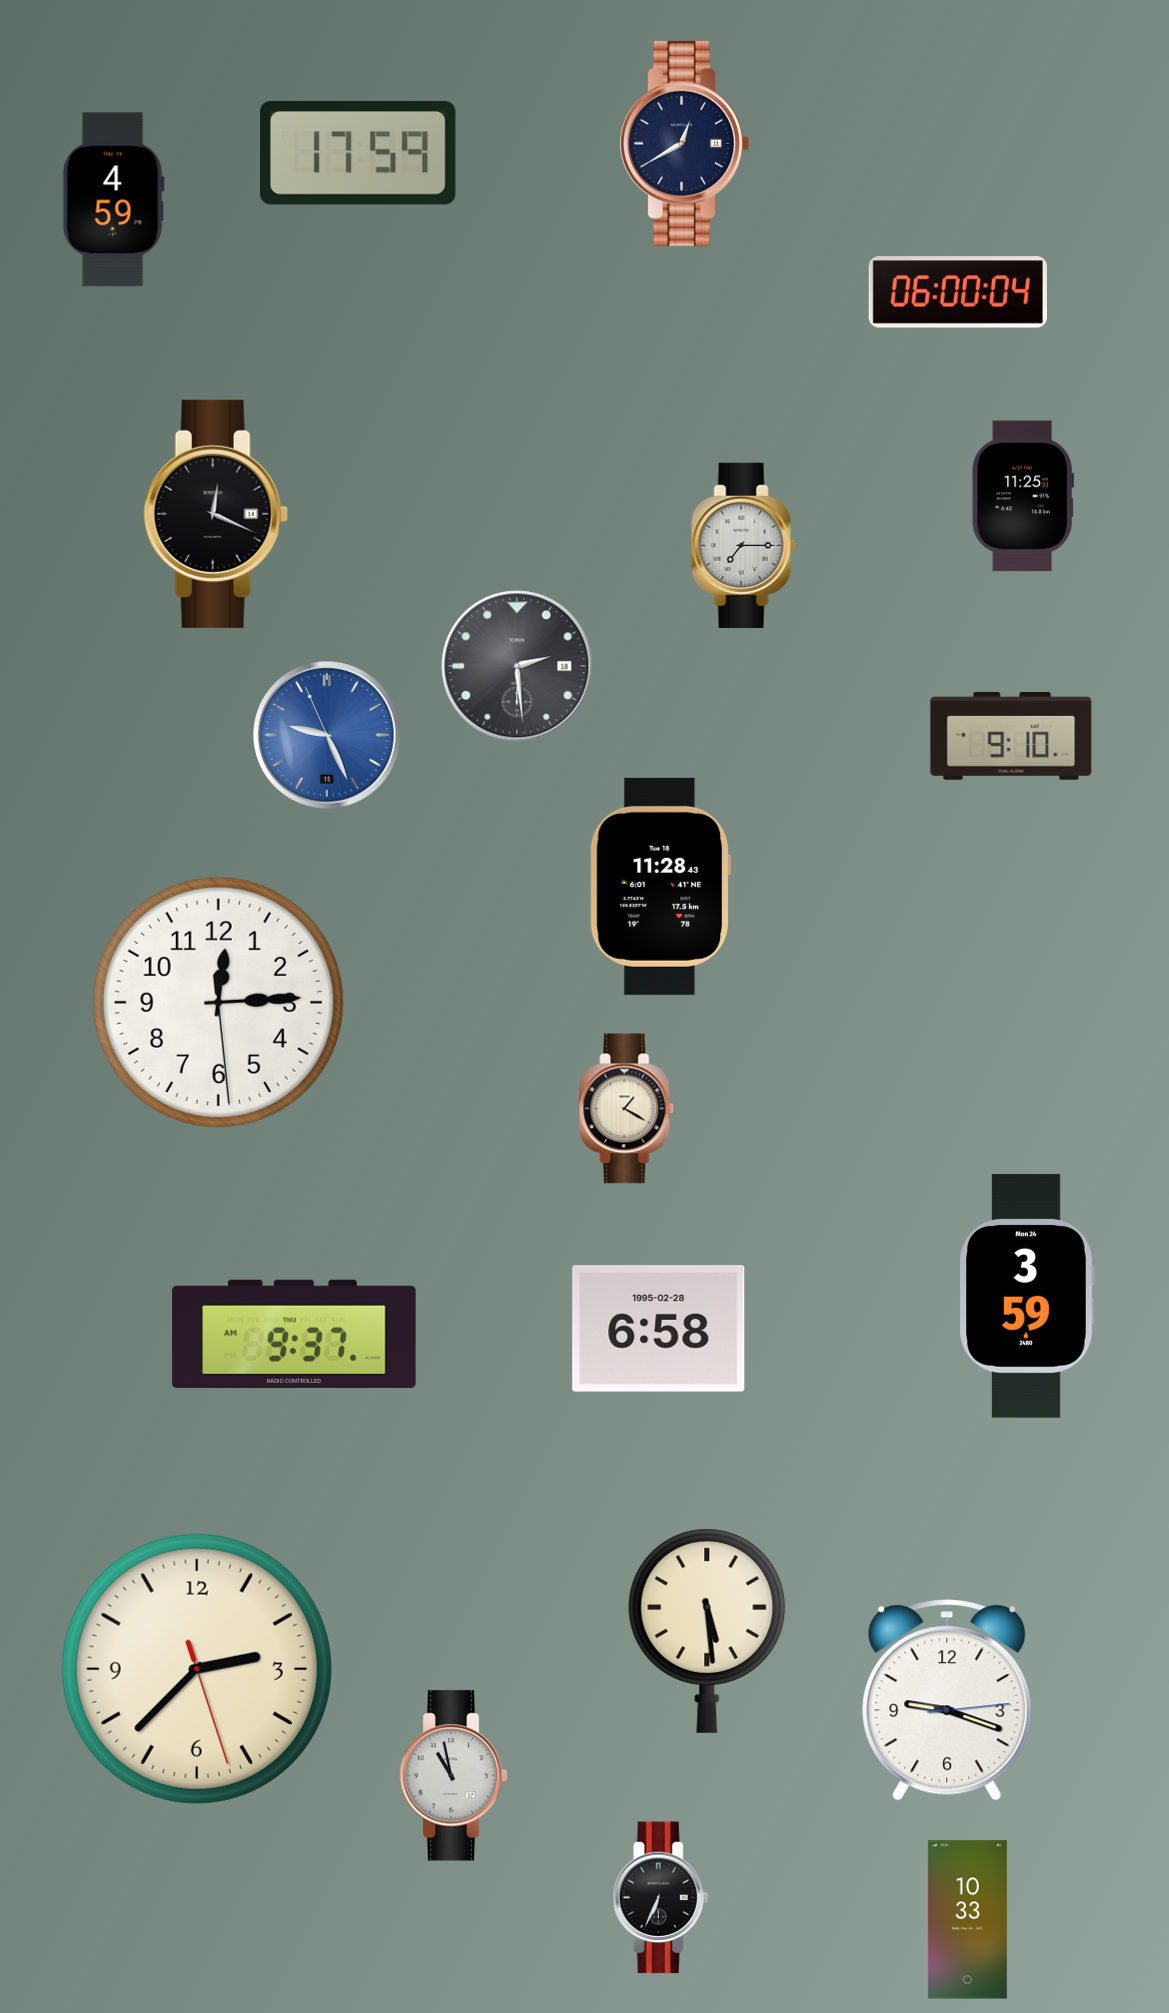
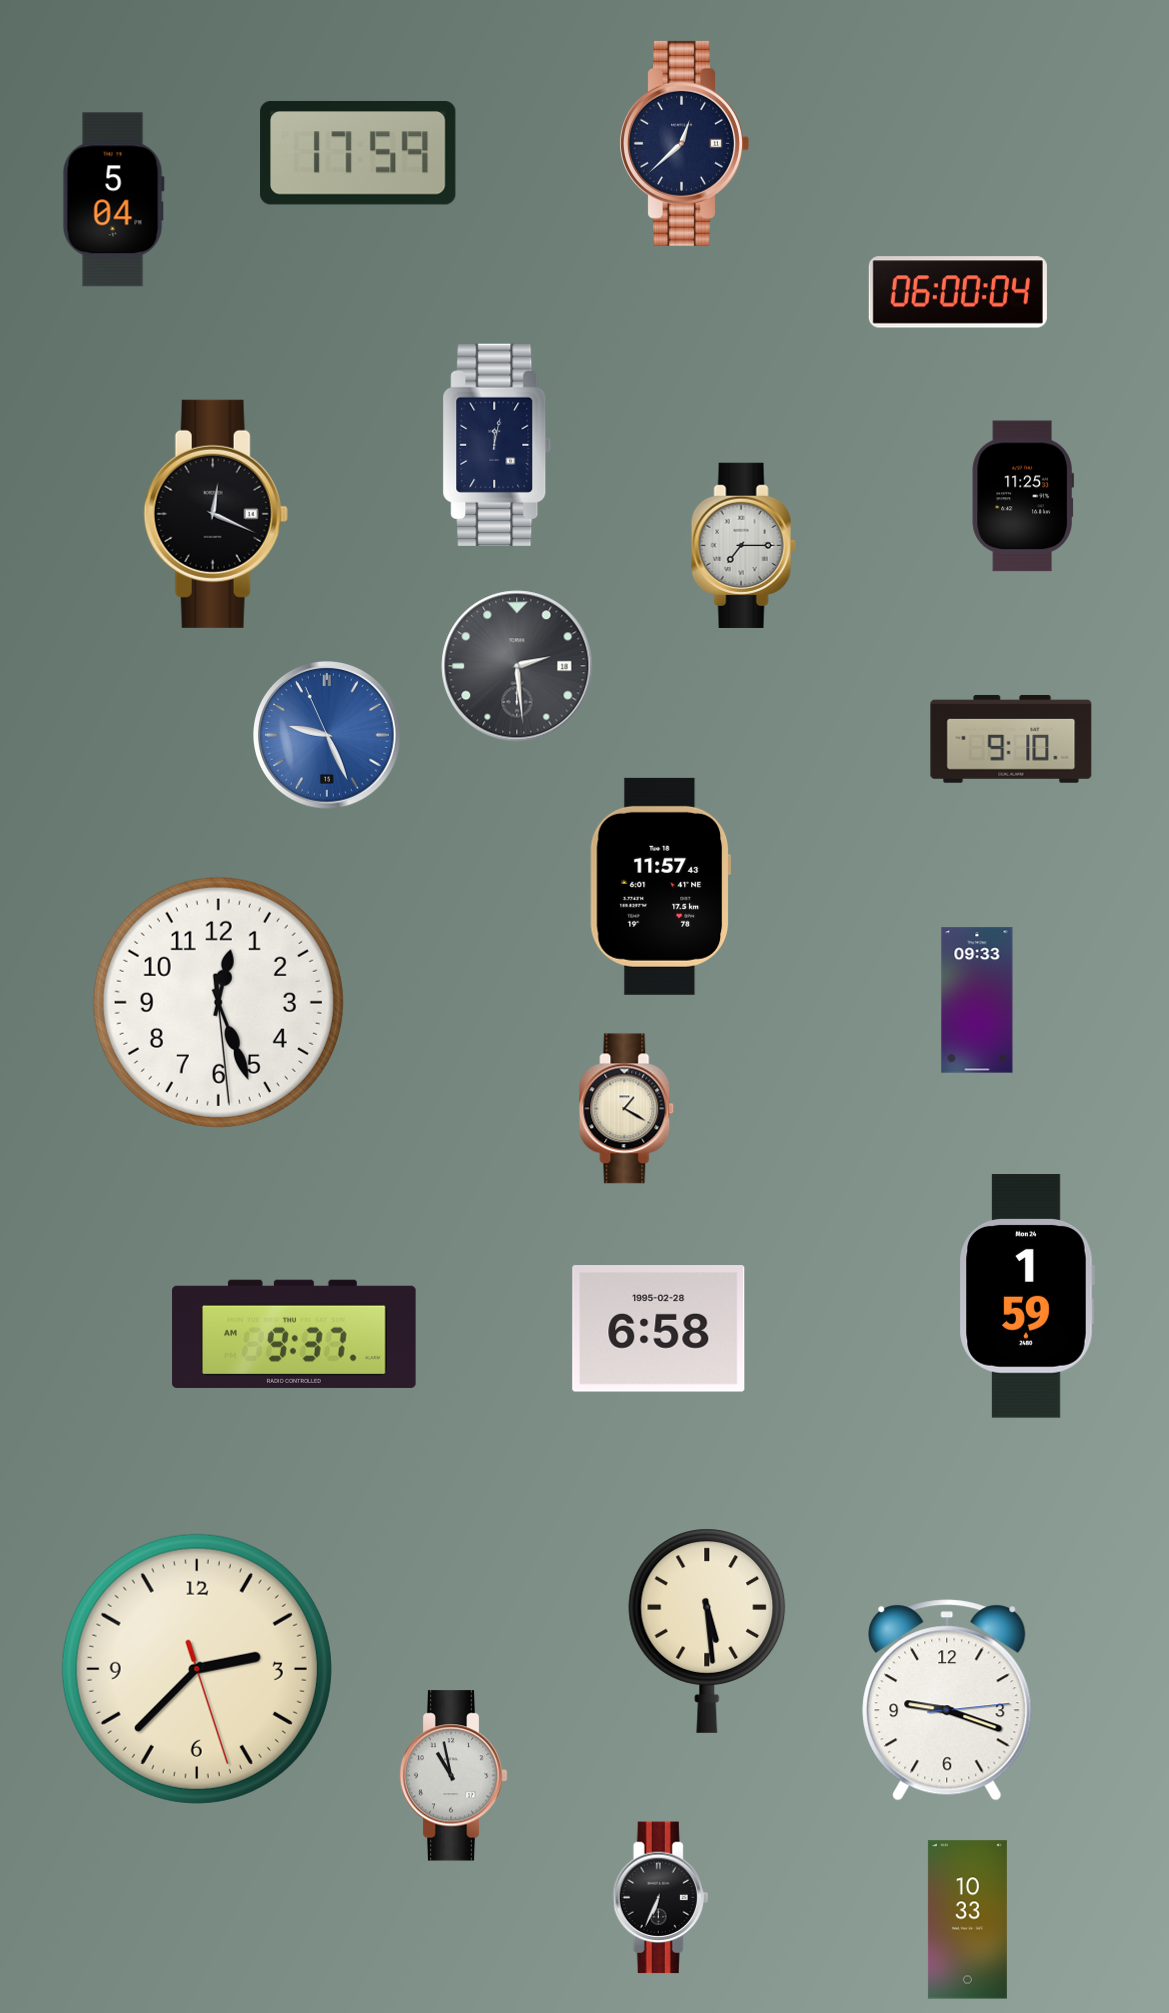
clock at (684, 143): 12:40 -> 12:38
clock at (113, 200): 4:59 -> 5:04
clock at (497, 445): none -> 12:02
clock at (1011, 736) position: (1011, 736) -> (1011, 739)
clock at (661, 886): 11:28 -> 11:57
clock at (977, 1000): none -> 09:33
clock at (218, 1002): 12:14 -> 12:26
clock at (1027, 1296): 3:59 -> 1:59
